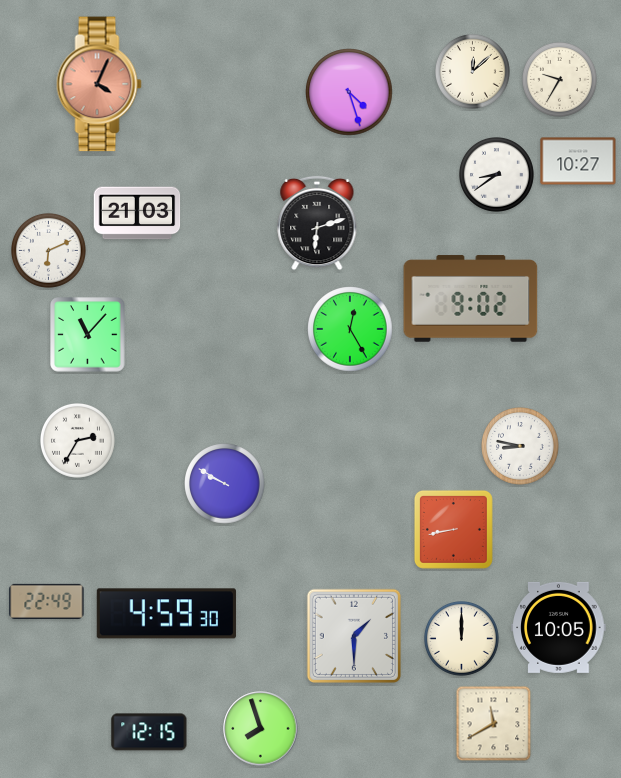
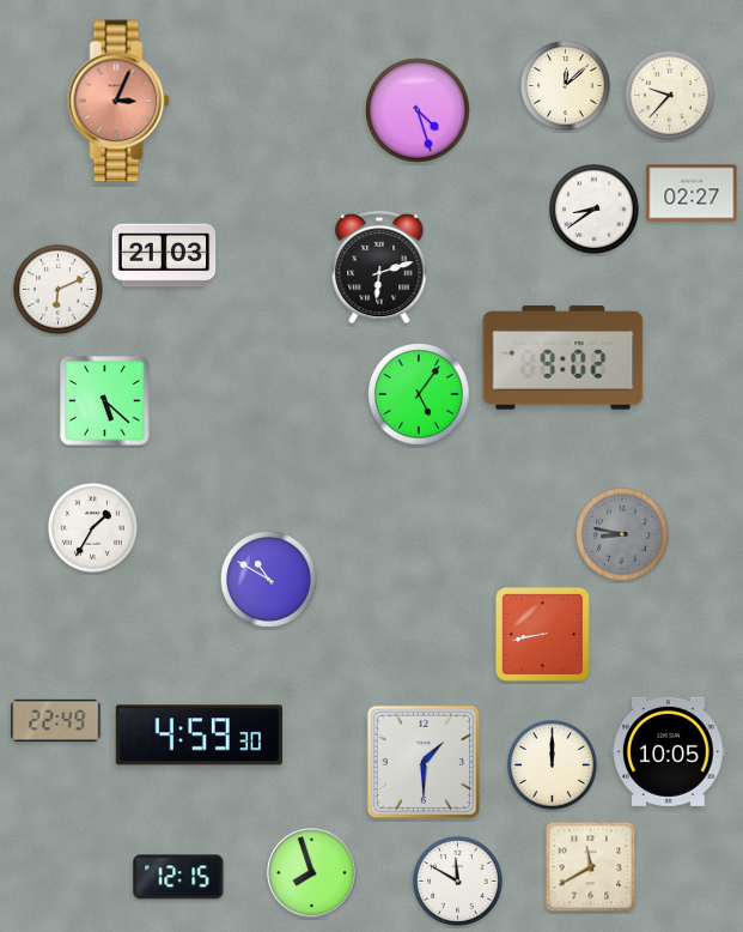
clock at (560, 80): 9:35 -> 9:37
clock at (99, 84): 4:04 -> 3:04
clock at (578, 161): 10:27 -> 02:27
clock at (49, 251) position: (49, 251) -> (59, 290)
clock at (350, 329): 12:25 -> 5:06
clock at (88, 335): 11:07 -> 5:22
clock at (78, 441): 2:35 -> 1:35
clock at (521, 447) dial: white -> grey
clock at (225, 484): 9:50 -> 10:50
clock at (458, 882): none -> 11:50
